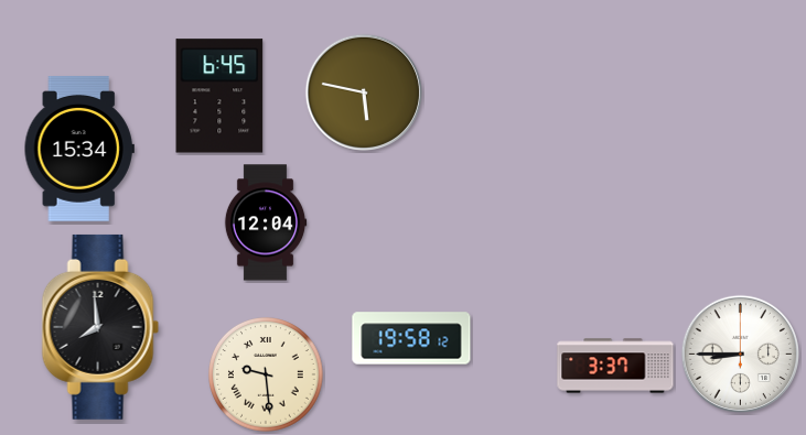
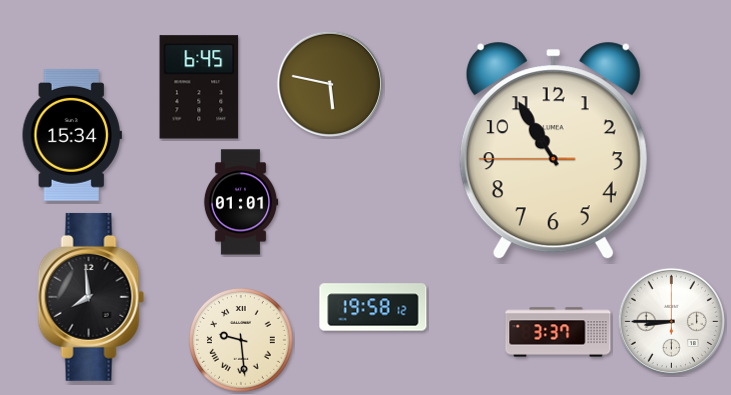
clock at (553, 151): none -> 10:54
clock at (266, 222): 12:04 -> 01:01
